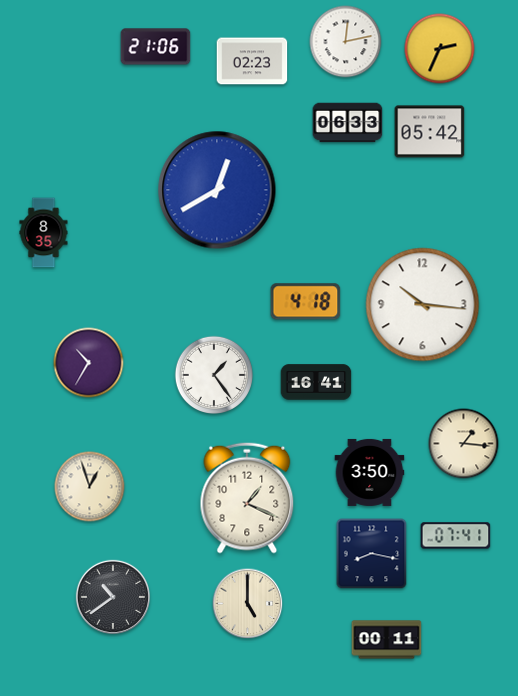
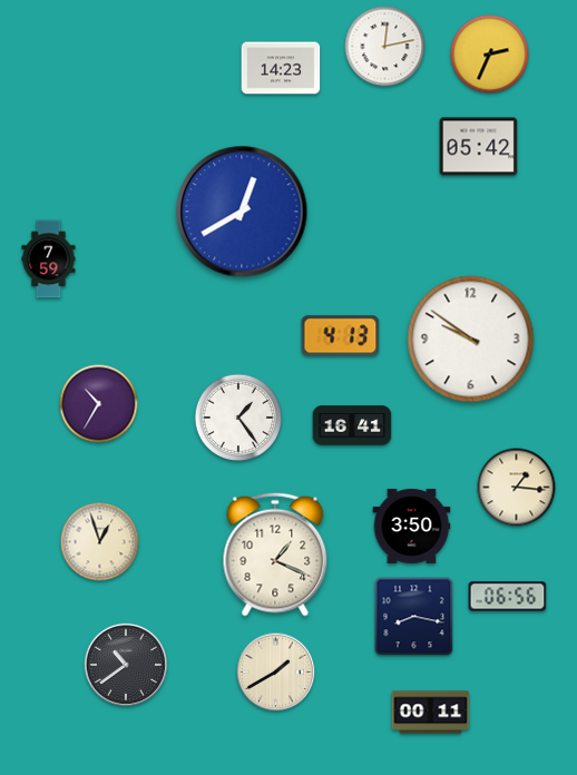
clock at (156, 47): 21:06 -> none
clock at (252, 61): 02:23 -> 14:23
clock at (348, 123): 06:33 -> none
clock at (44, 233): 8:35 -> 7:59
clock at (306, 302): 4:18 -> 4:13
clock at (423, 305): 10:16 -> 9:51
clock at (464, 444) position: (464, 444) -> (517, 488)
clock at (456, 536): 07:41 -> 06:56
clock at (248, 604): 5:00 -> 1:40
